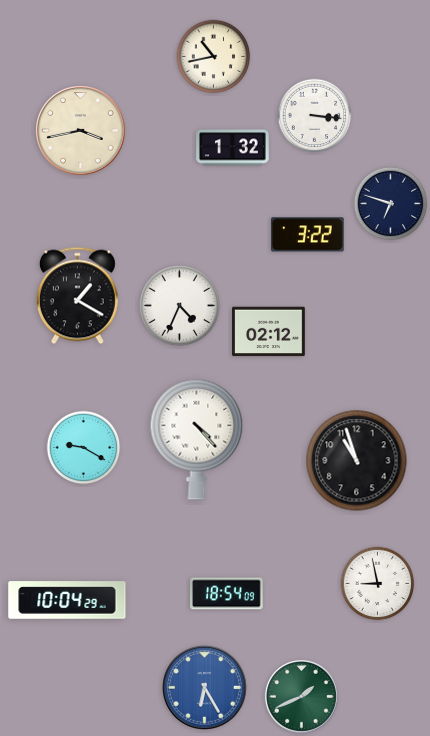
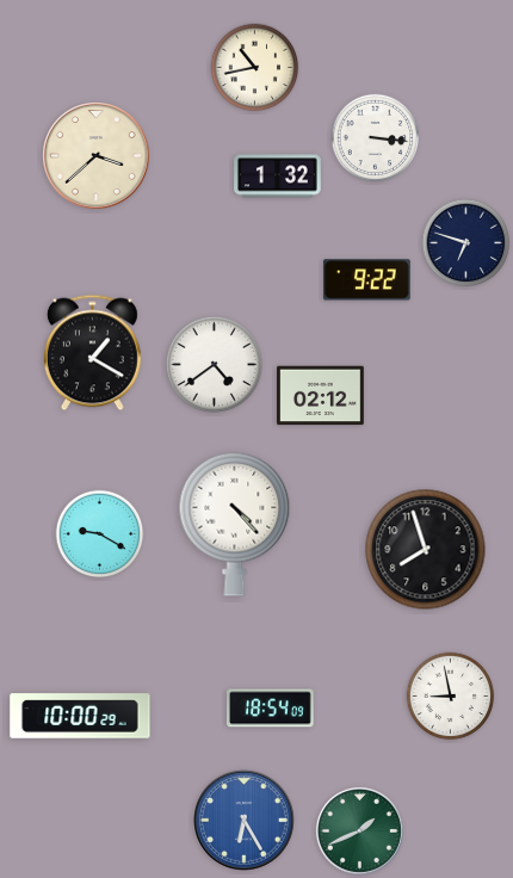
clock at (81, 131): 3:43 -> 3:38
clock at (308, 235): 3:22 -> 9:22
clock at (179, 305): 4:34 -> 4:39
clock at (357, 461): 10:57 -> 7:57
clock at (67, 600): 10:04 -> 10:00
